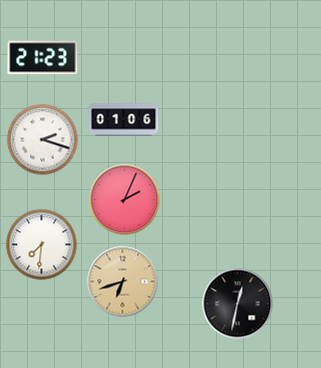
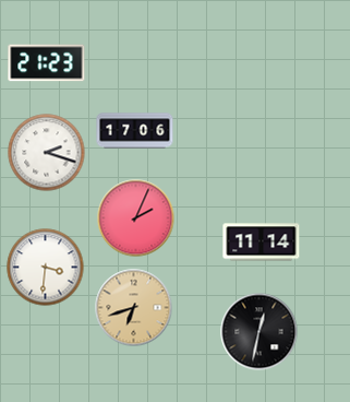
clock at (124, 120): 01:06 -> 17:06
clock at (262, 243): none -> 11:14
clock at (42, 245): 7:31 -> 3:31
